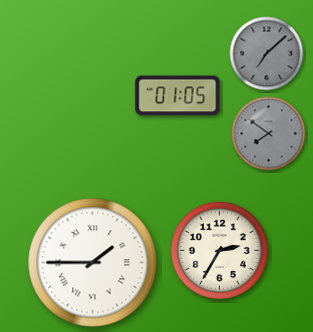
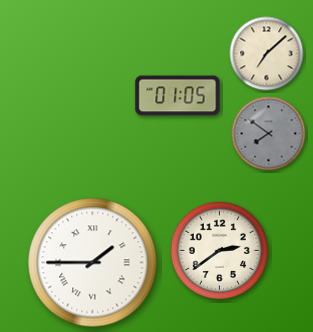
clock at (267, 54) dial: grey -> cream
clock at (219, 250): 2:35 -> 2:39
